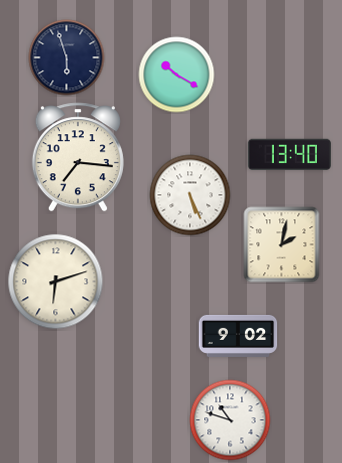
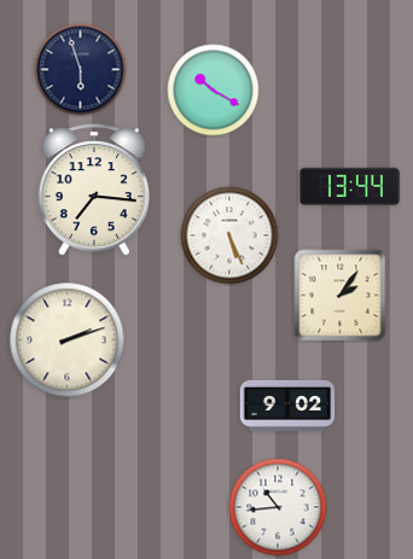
clock at (289, 155): 13:40 -> 13:44
clock at (282, 245): 2:02 -> 2:06
clock at (56, 282): 6:12 -> 2:12
clock at (230, 420): 10:48 -> 10:44
